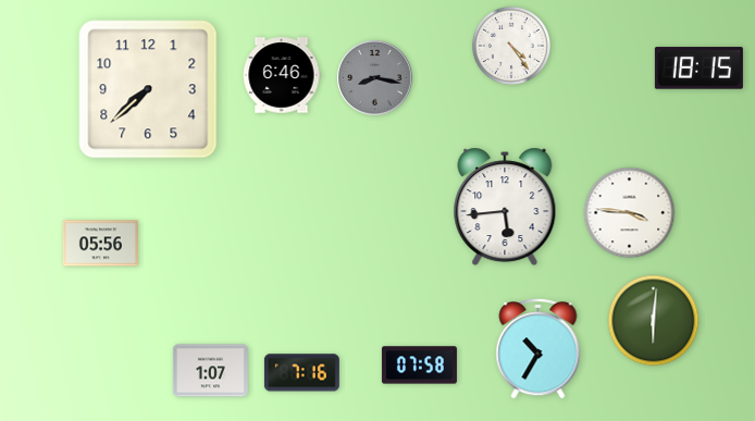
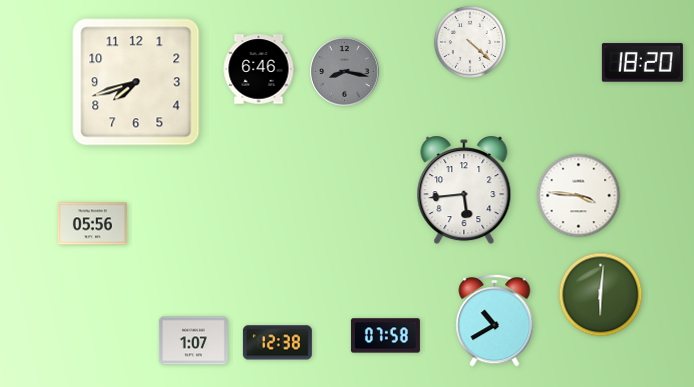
clock at (511, 46): 4:24 -> 4:22
clock at (698, 69): 18:15 -> 18:20
clock at (148, 89): 7:38 -> 7:42
clock at (539, 348): 10:35 -> 10:40
clock at (301, 373): 7:16 -> 12:38
